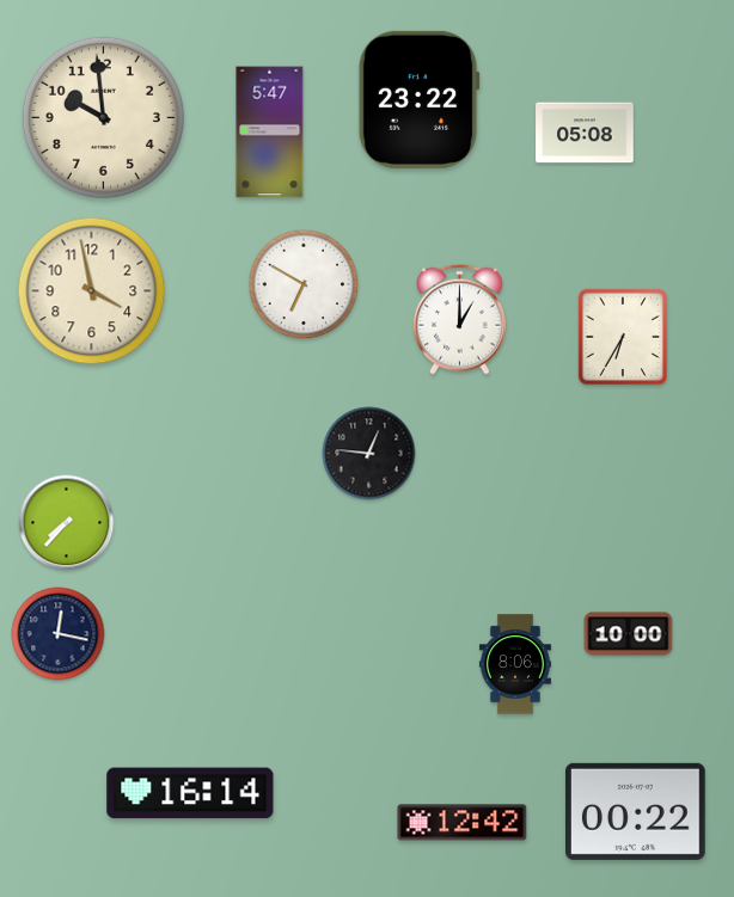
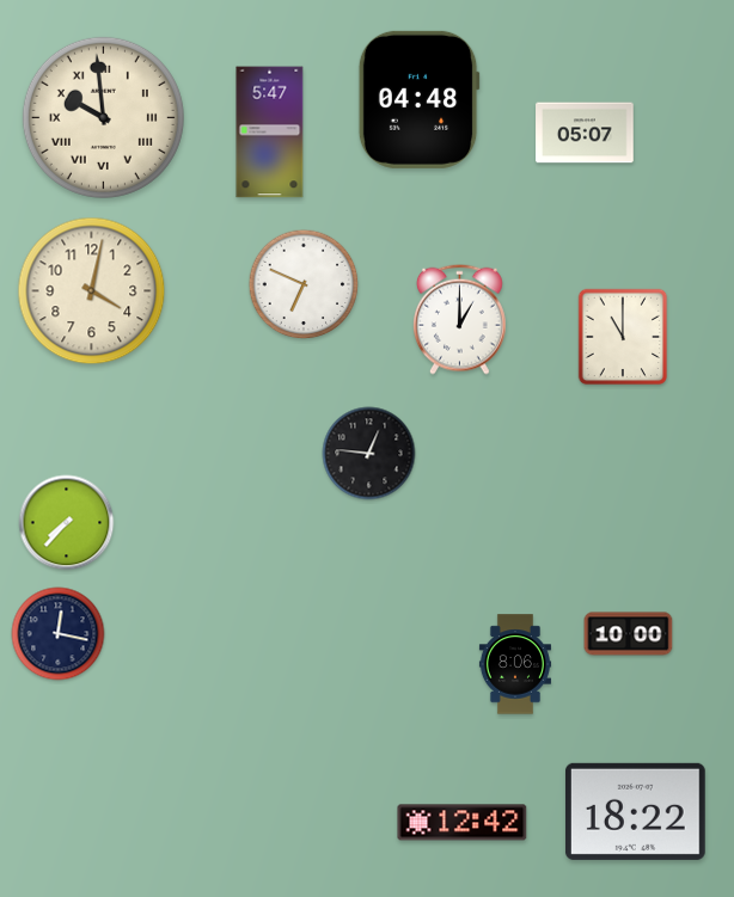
clock at (418, 99): 23:22 -> 04:48
clock at (103, 117) numerals: Arabic -> Roman
clock at (585, 133): 05:08 -> 05:07
clock at (304, 284): 6:50 -> 6:49
clock at (92, 291): 3:58 -> 4:02
clock at (623, 337): 6:35 -> 11:00
clock at (190, 793): 16:14 -> none
clock at (635, 811): 00:22 -> 18:22
